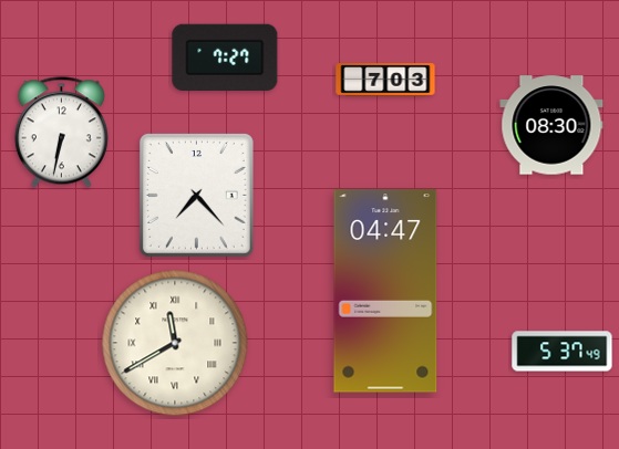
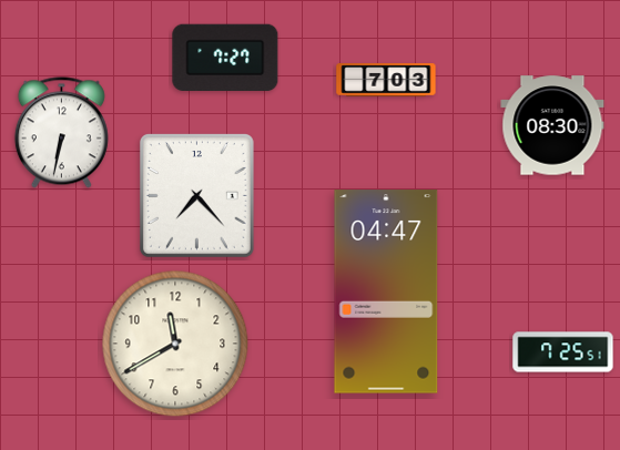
clock at (175, 343) numerals: Roman -> Arabic
clock at (563, 352): 5:37 -> 7:25
